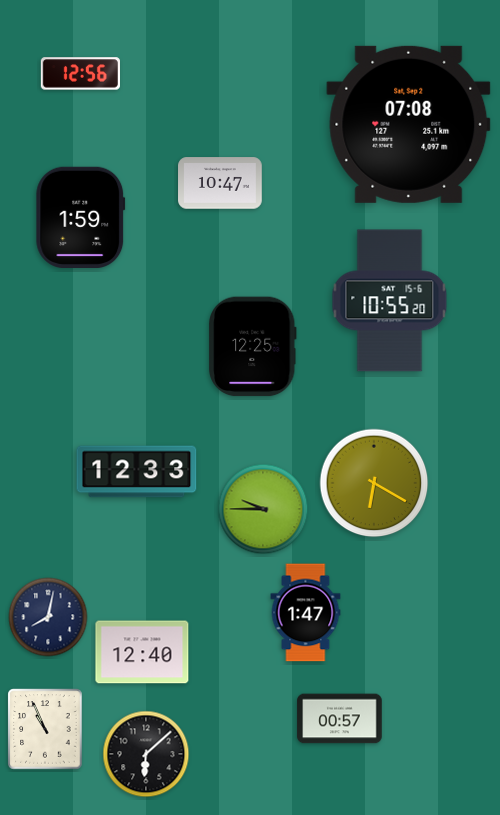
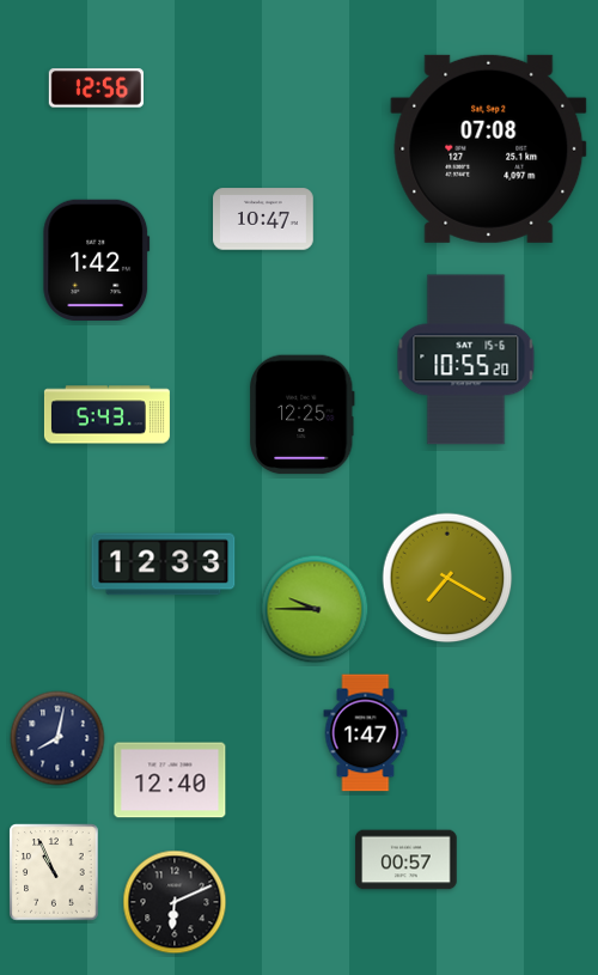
clock at (81, 217): 1:59 -> 1:42
clock at (106, 415): none -> 5:43
clock at (374, 483): 6:20 -> 7:20
clock at (146, 754): 6:08 -> 6:11
